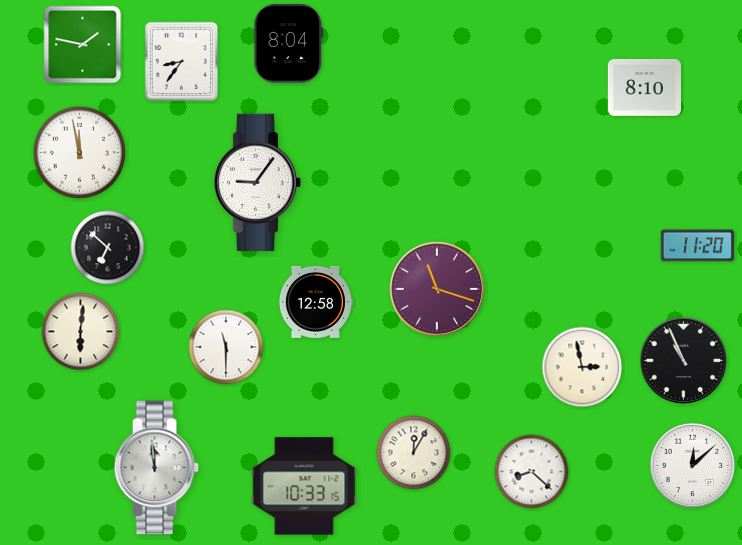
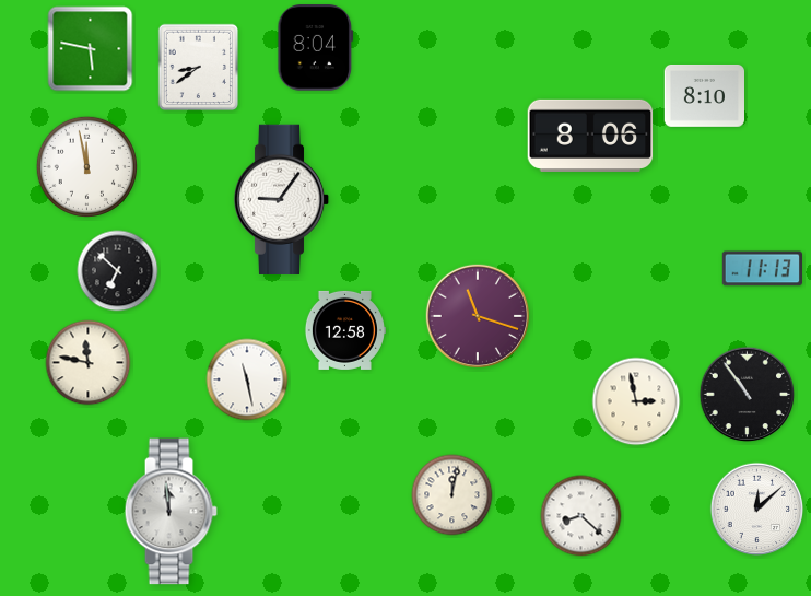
clock at (83, 45): 1:47 -> 5:47
clock at (182, 62): 8:36 -> 8:39
clock at (590, 136): none -> 8:06
clock at (697, 246): 11:20 -> 11:13
clock at (81, 332): 6:01 -> 11:47
clock at (226, 347): 11:30 -> 11:28
clock at (684, 361): 10:56 -> 10:54
clock at (414, 453): 12:05 -> 12:02
clock at (304, 486): 10:33 -> none
